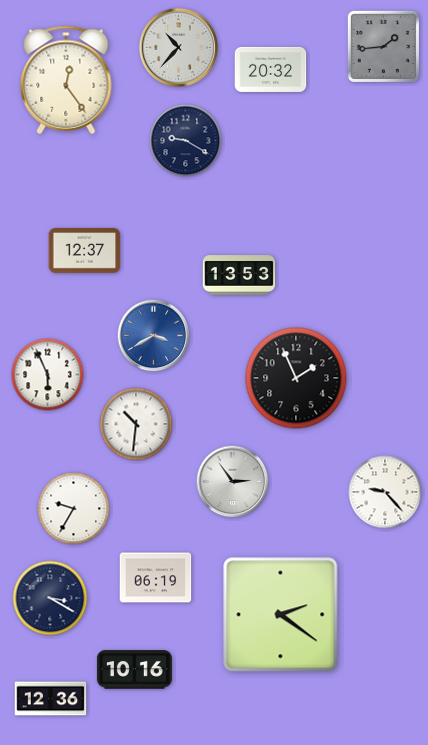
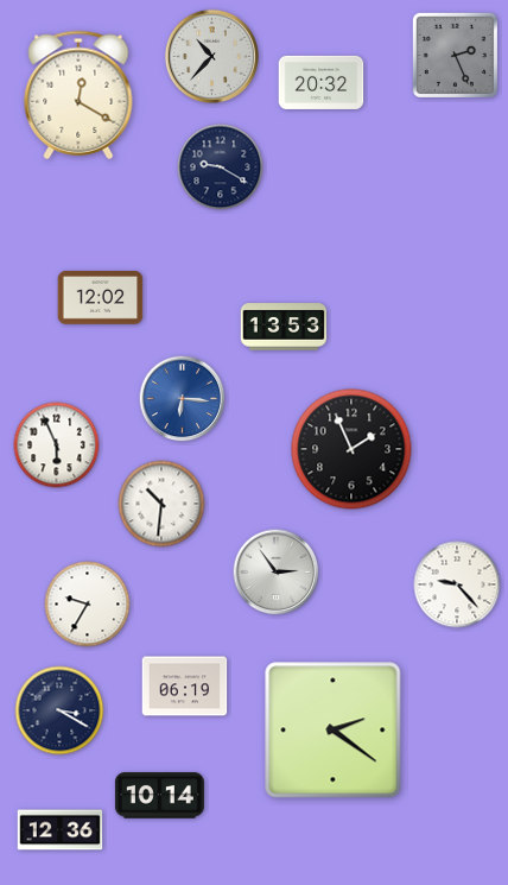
clock at (383, 46): 1:44 -> 2:26
clock at (66, 80): 12:24 -> 12:20
clock at (85, 251): 12:37 -> 12:02
clock at (154, 336): 3:40 -> 6:16
clock at (134, 670): 10:16 -> 10:14
